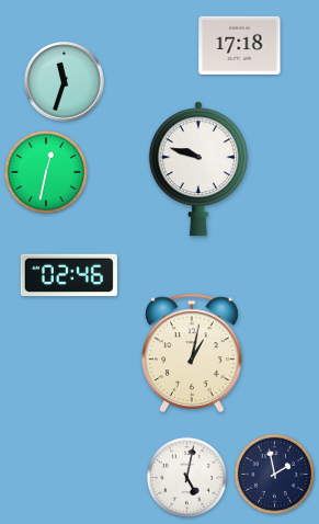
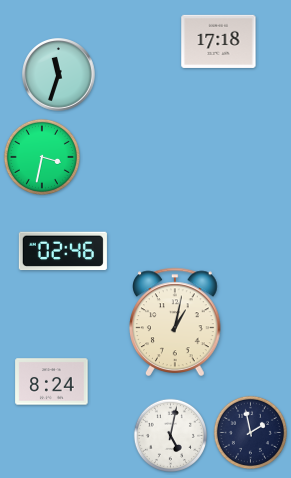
clock at (198, 169): 9:48 -> none
clock at (46, 172): 12:32 -> 3:32
clock at (52, 382): none -> 8:24
